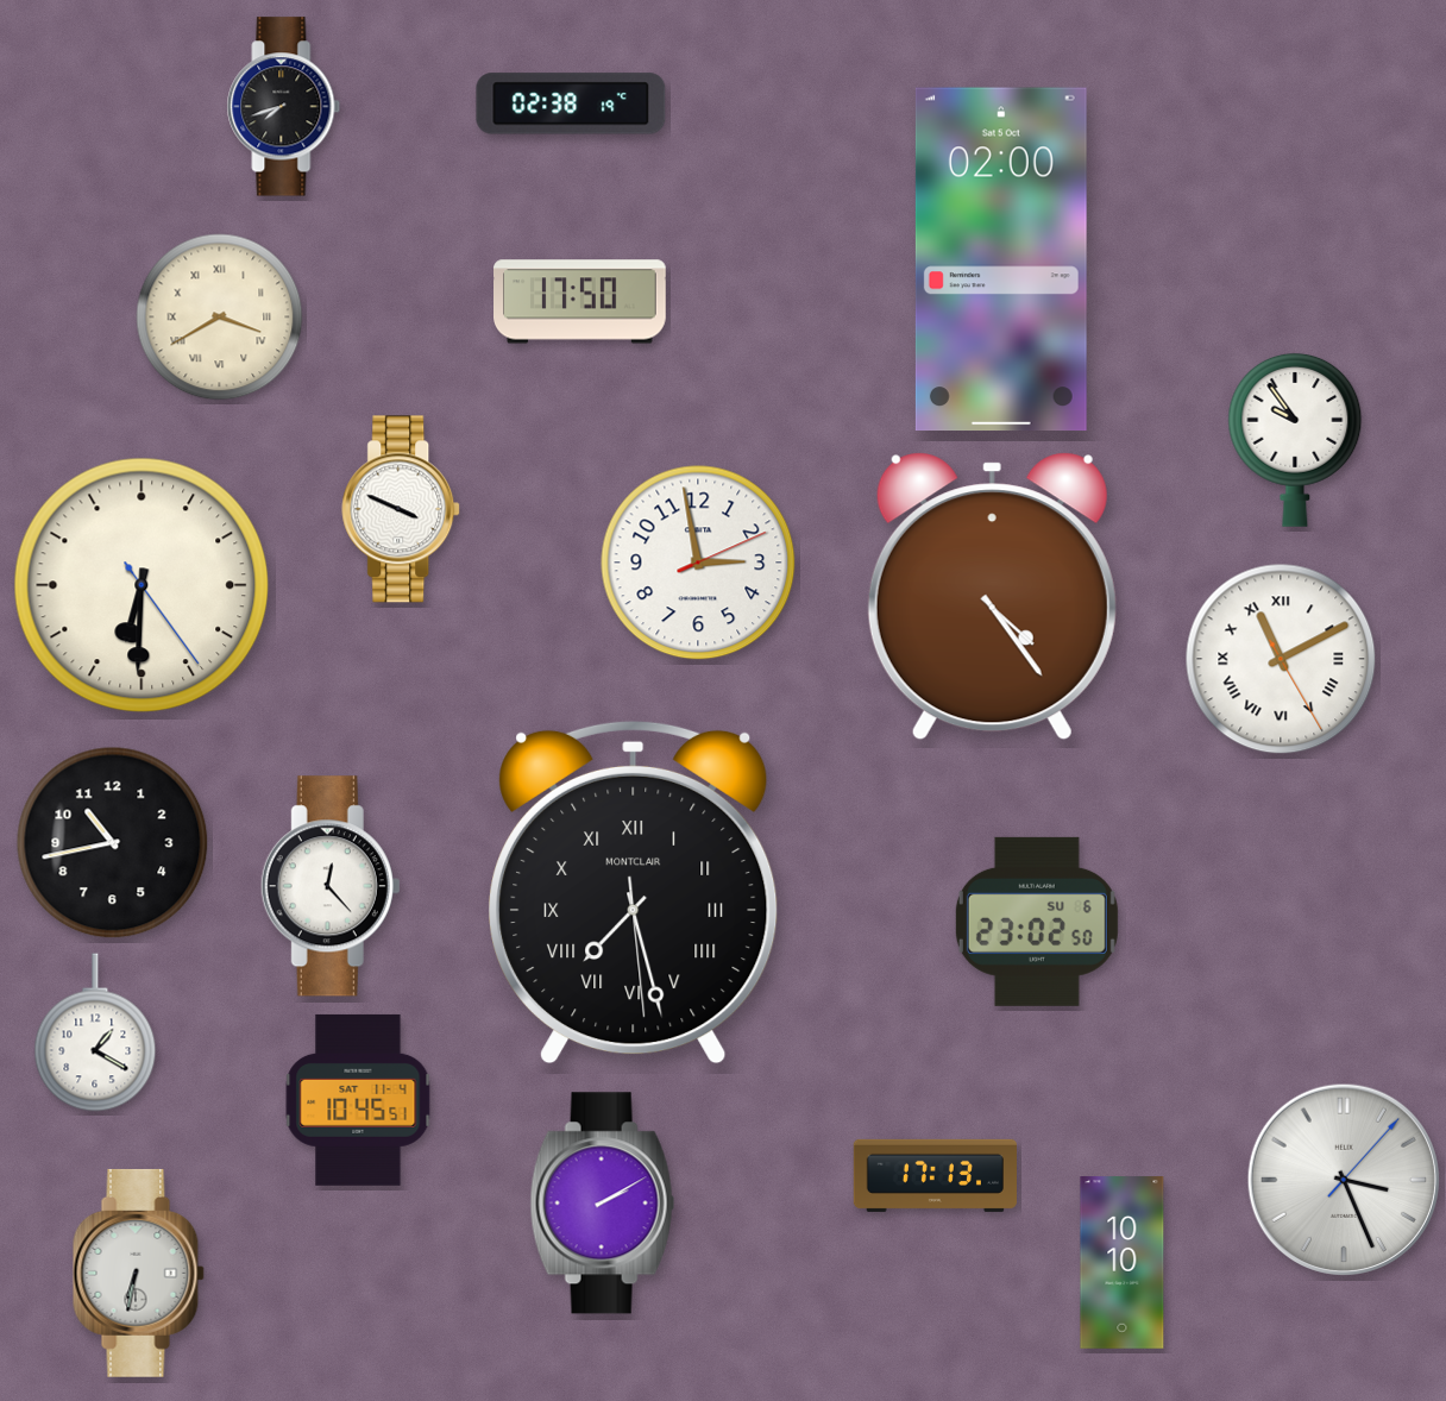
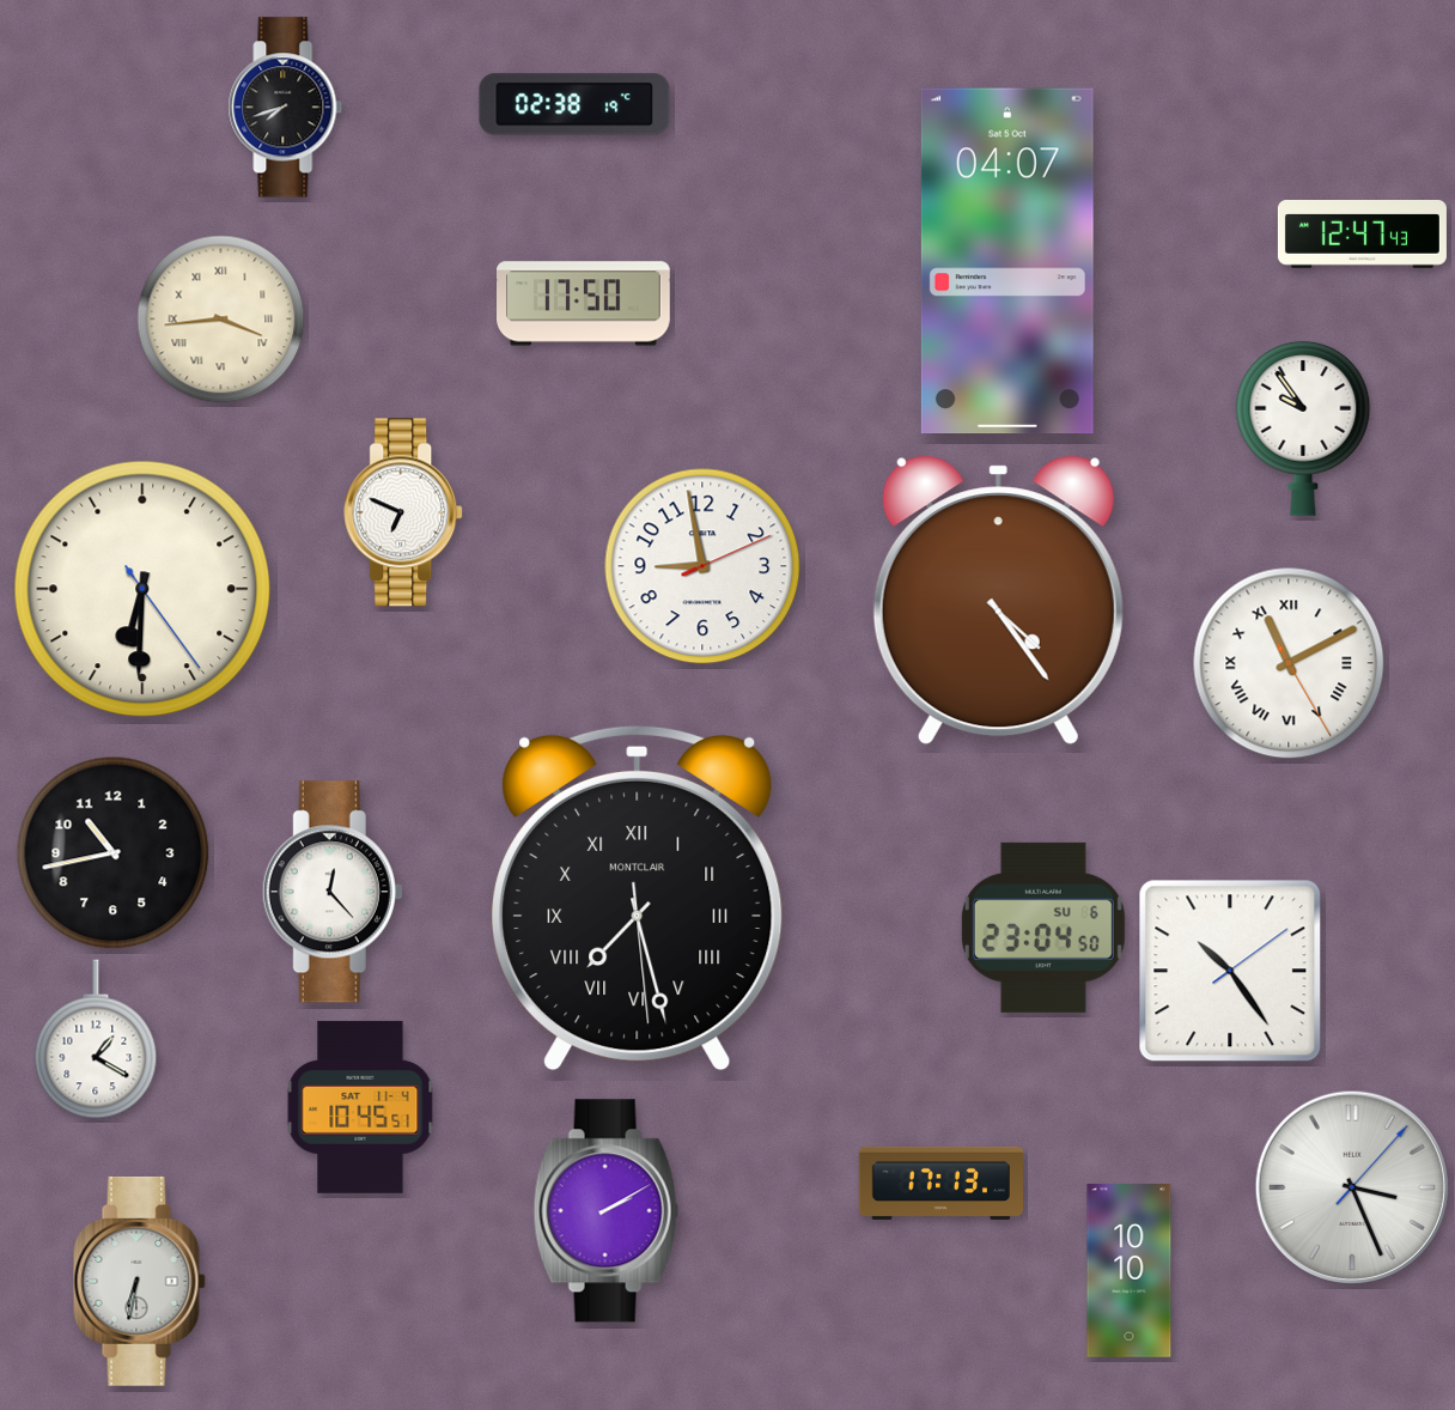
clock at (1362, 235): none -> 12:47
clock at (1001, 259): 02:00 -> 04:07
clock at (220, 318): 3:40 -> 3:44
clock at (1295, 440) position: (1295, 440) -> (1303, 429)
clock at (402, 509): 3:49 -> 6:49
clock at (698, 563): 2:58 -> 8:58
clock at (113, 843) position: (113, 843) -> (114, 853)
clock at (1037, 922): 23:02 -> 23:04
clock at (1230, 971): none -> 10:24
